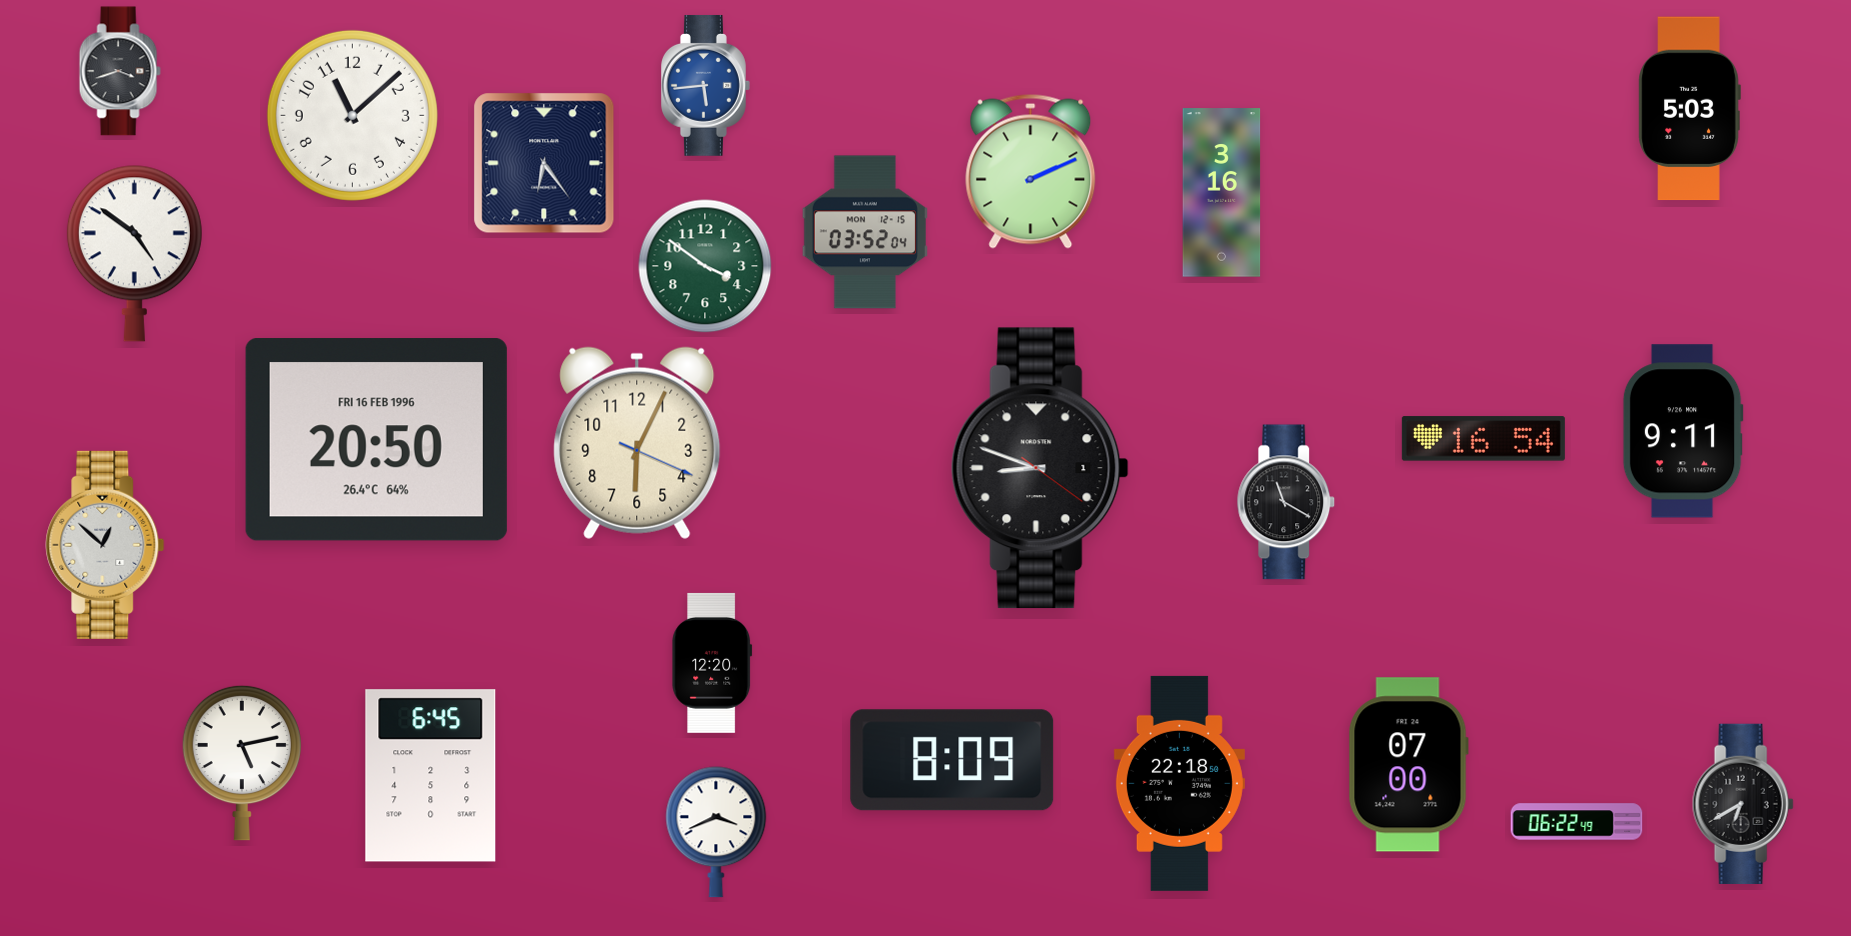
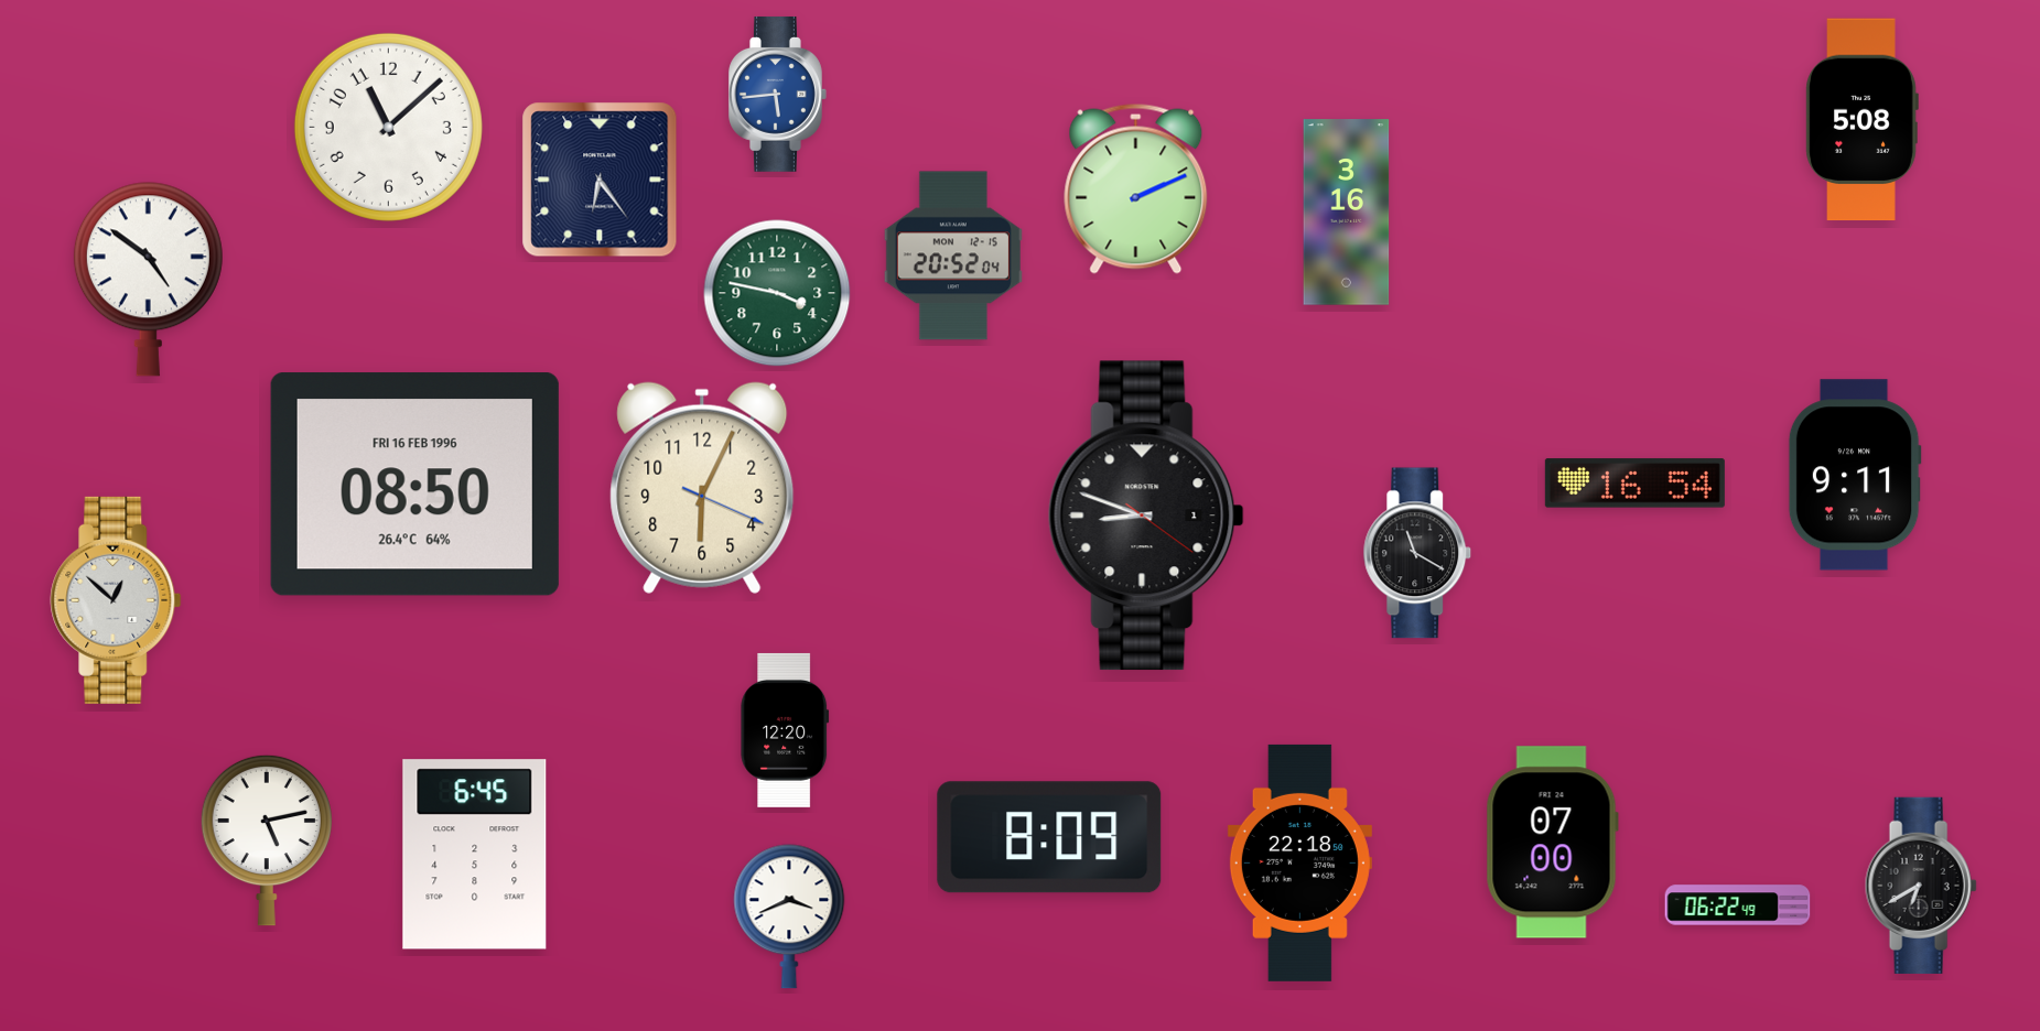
clock at (120, 71): 3:42 -> none
clock at (1689, 109): 5:03 -> 5:08
clock at (865, 232): 03:52 -> 20:52
clock at (705, 266): 3:51 -> 3:47
clock at (376, 440): 20:50 -> 08:50
